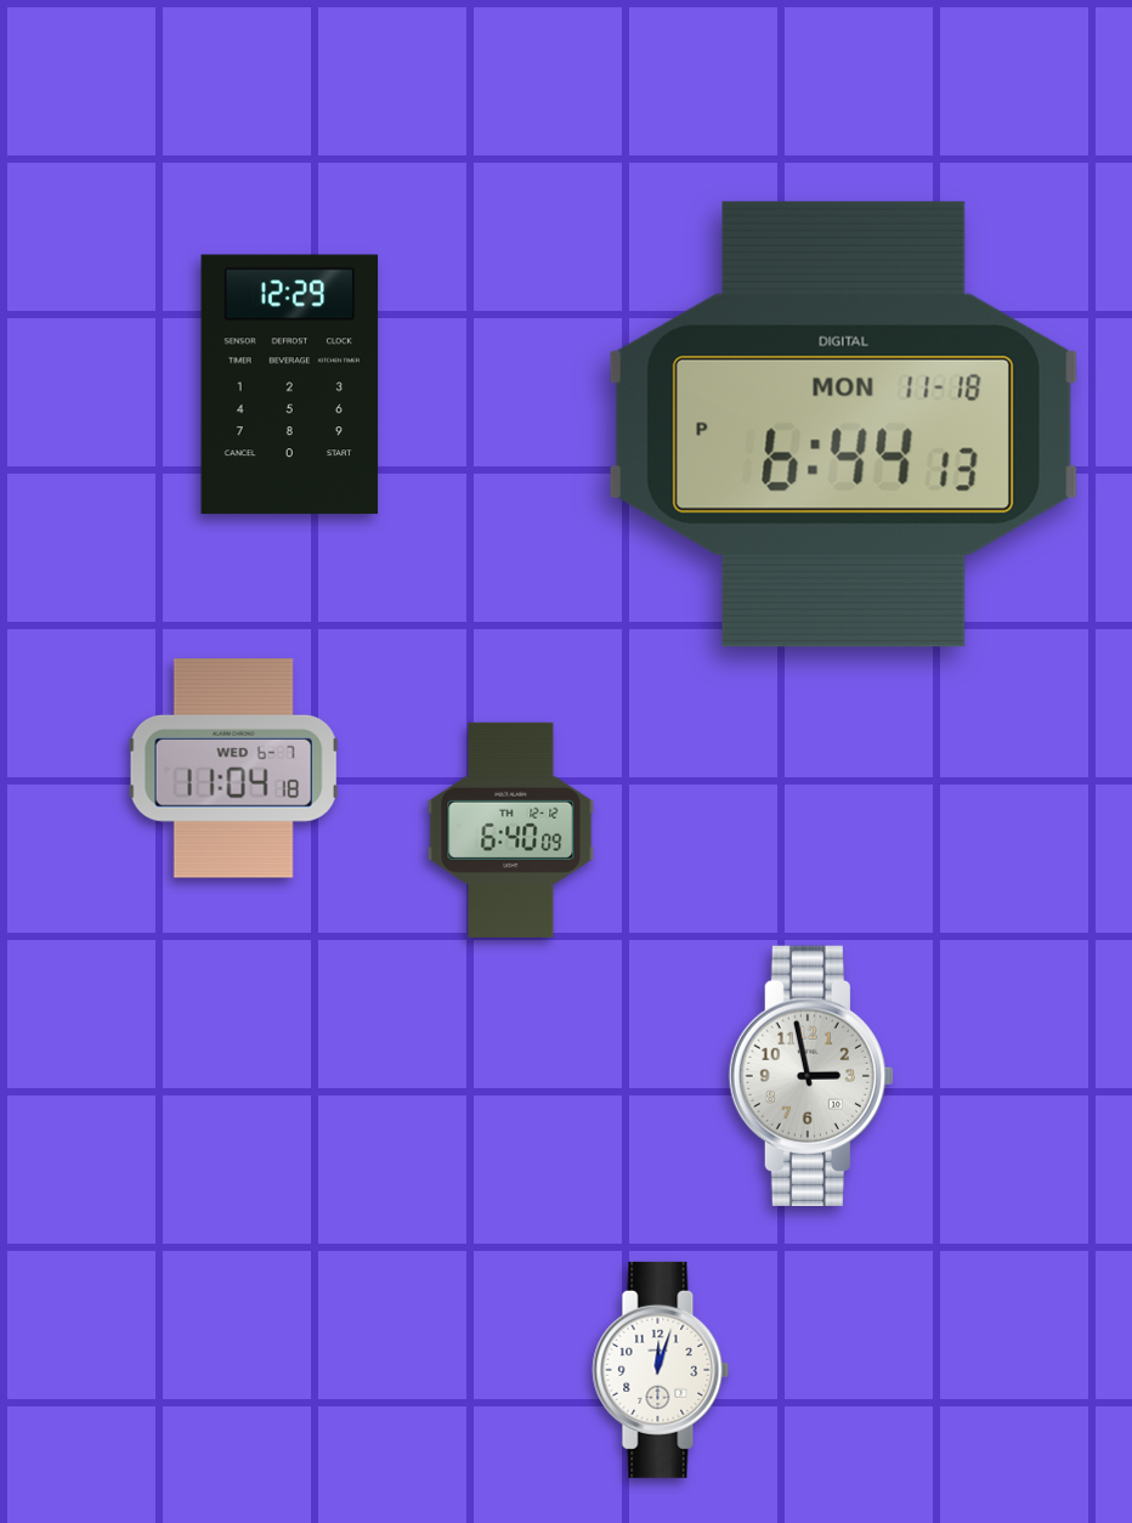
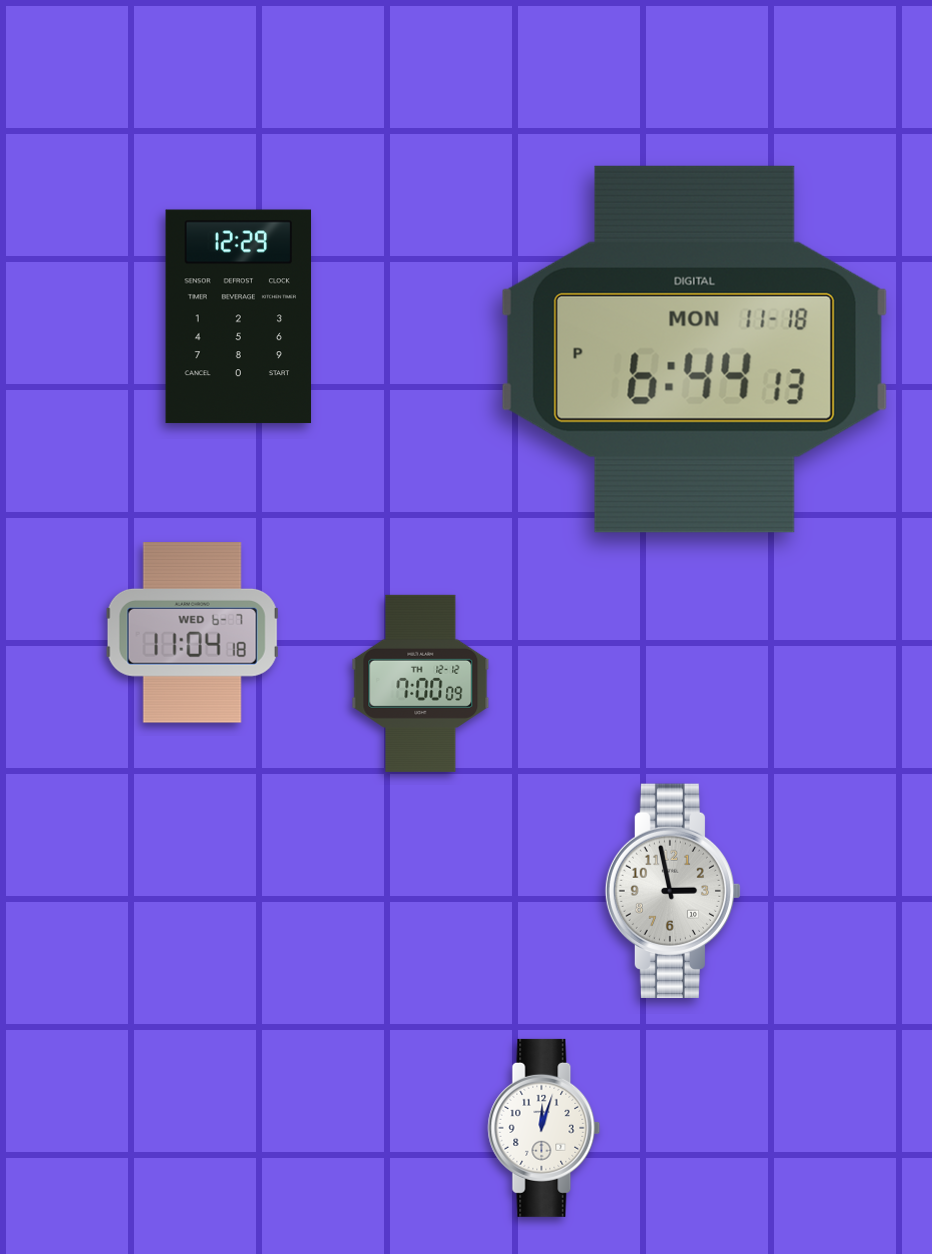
clock at (511, 830): 6:40 -> 7:00
clock at (810, 1076) position: (810, 1076) -> (672, 891)
